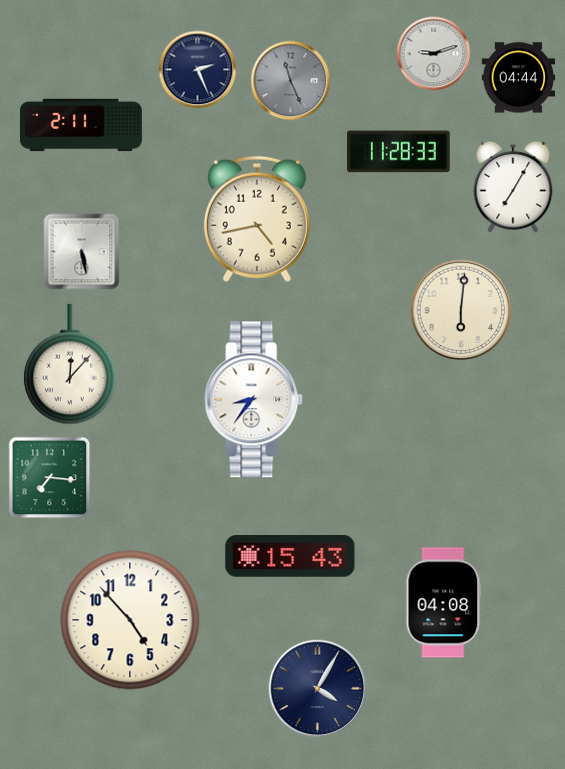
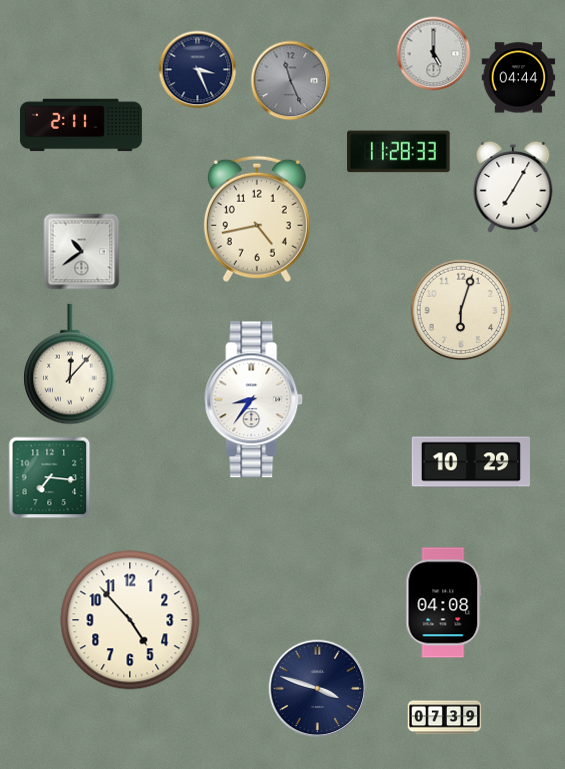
clock at (434, 54): 9:12 -> 5:00
clock at (198, 70): 2:26 -> 3:26
clock at (82, 252): 5:28 -> 10:39
clock at (461, 310): 6:01 -> 6:03
clock at (470, 462): none -> 10:29
clock at (290, 556): 15:43 -> none
clock at (318, 689): 4:05 -> 3:48
clock at (445, 718): none -> 07:39
